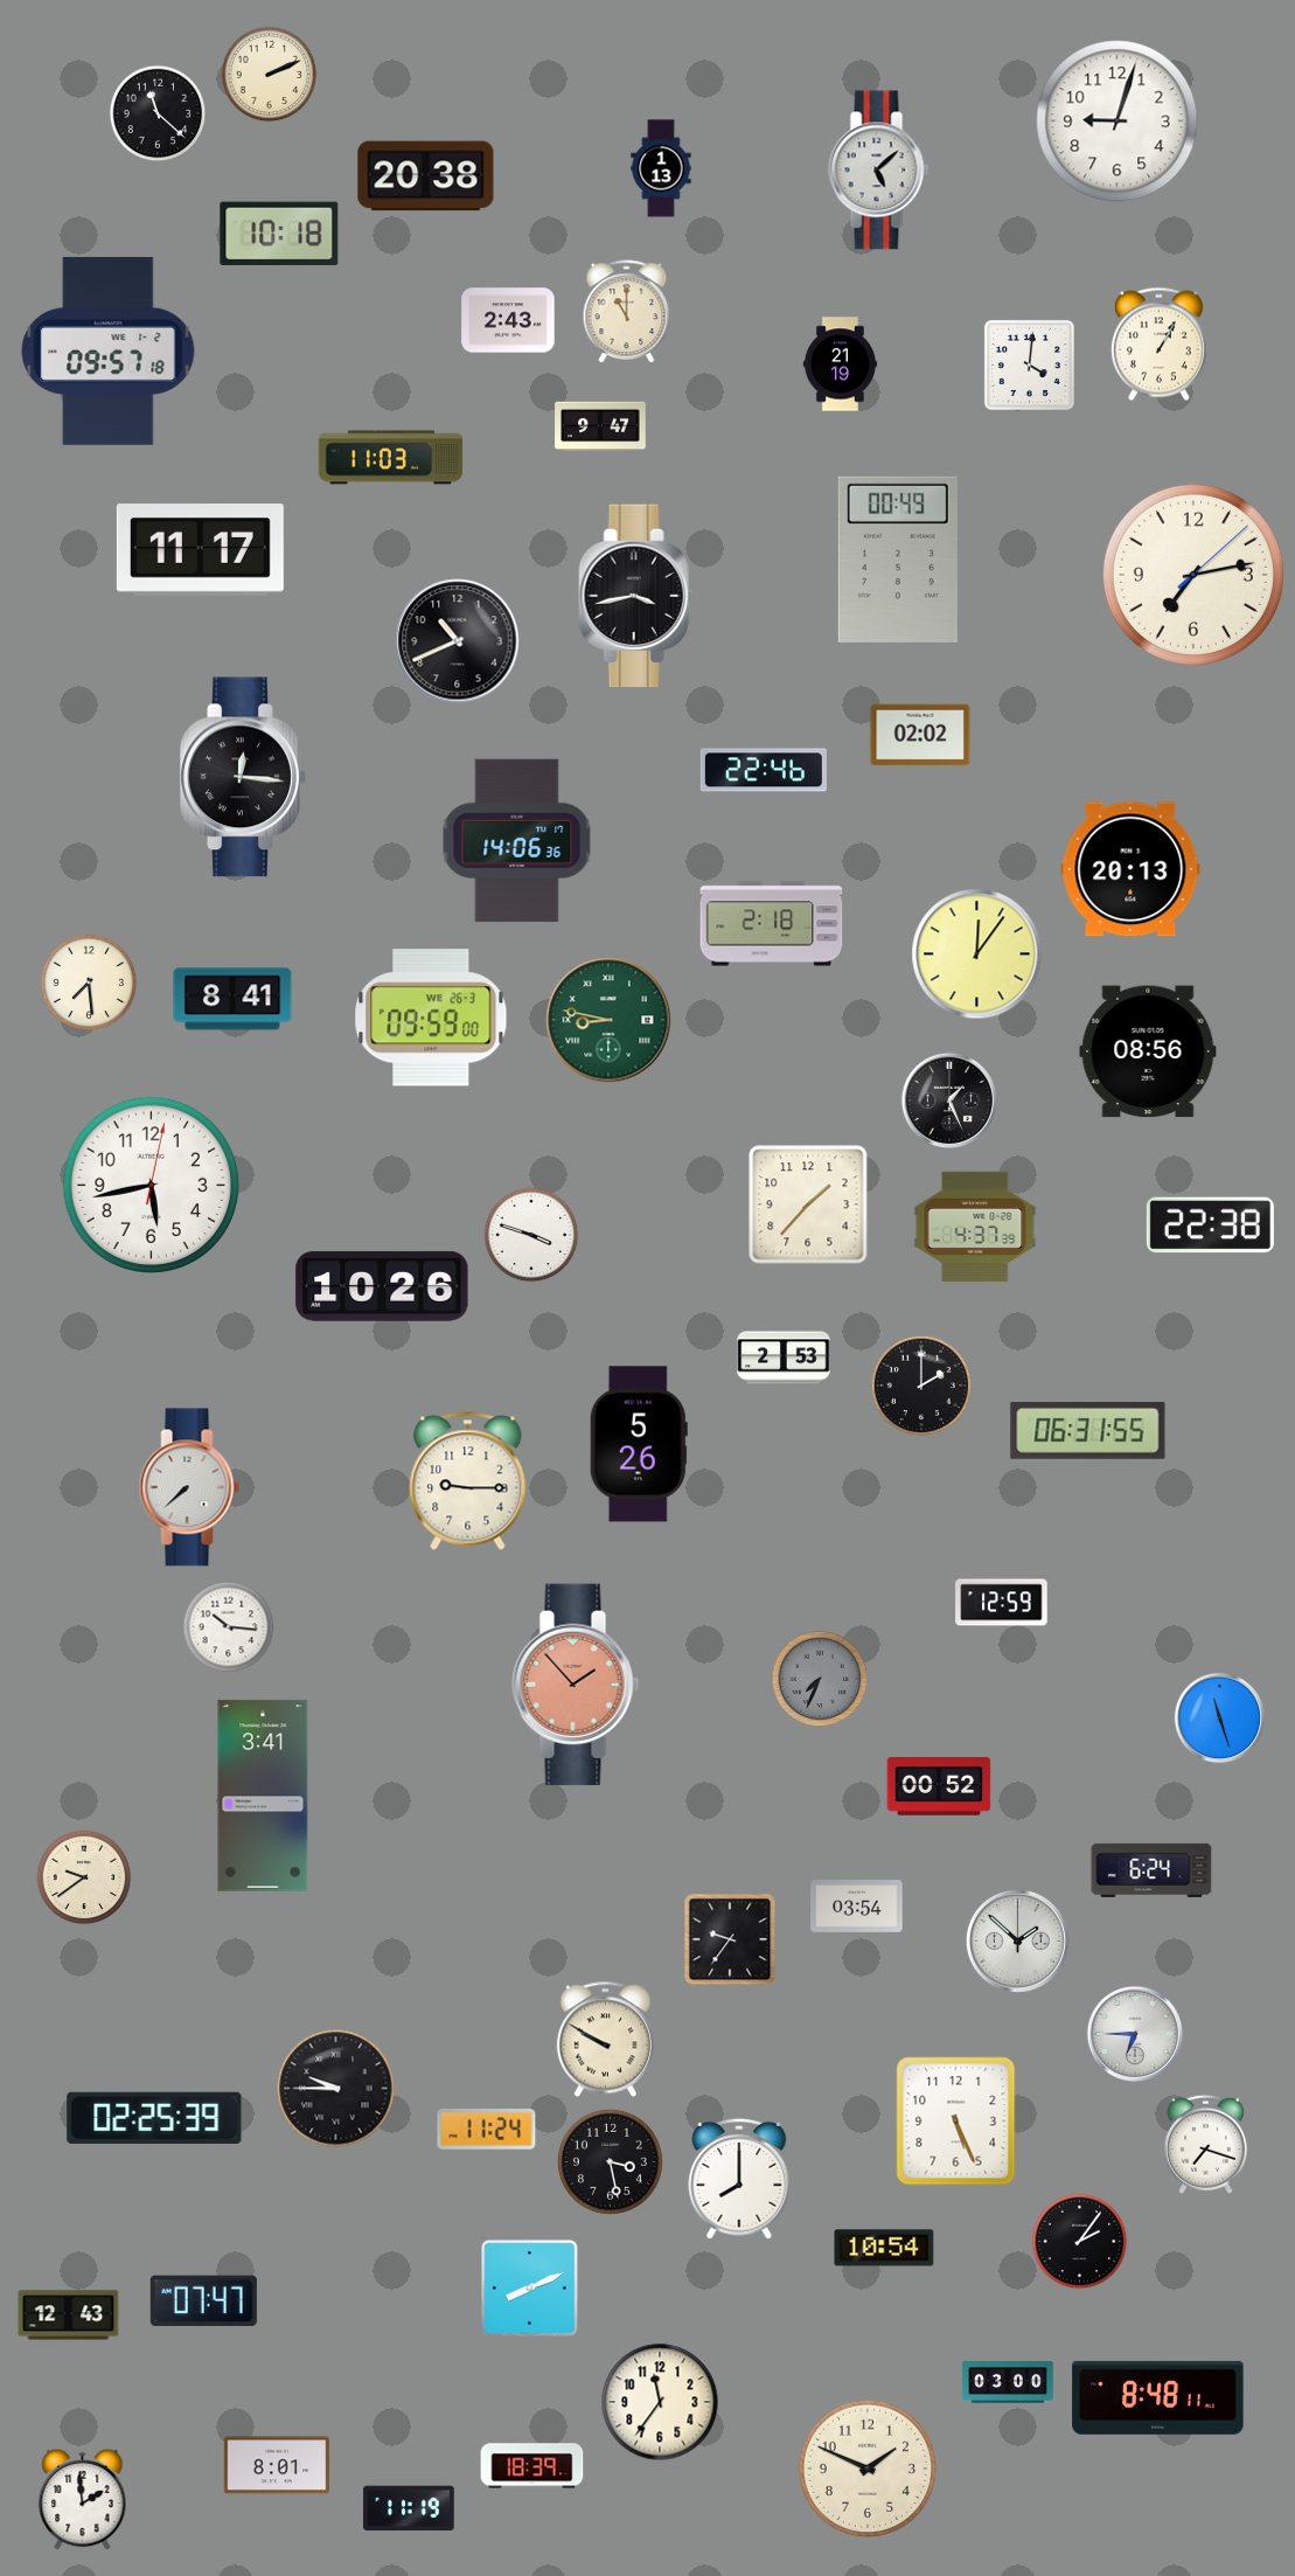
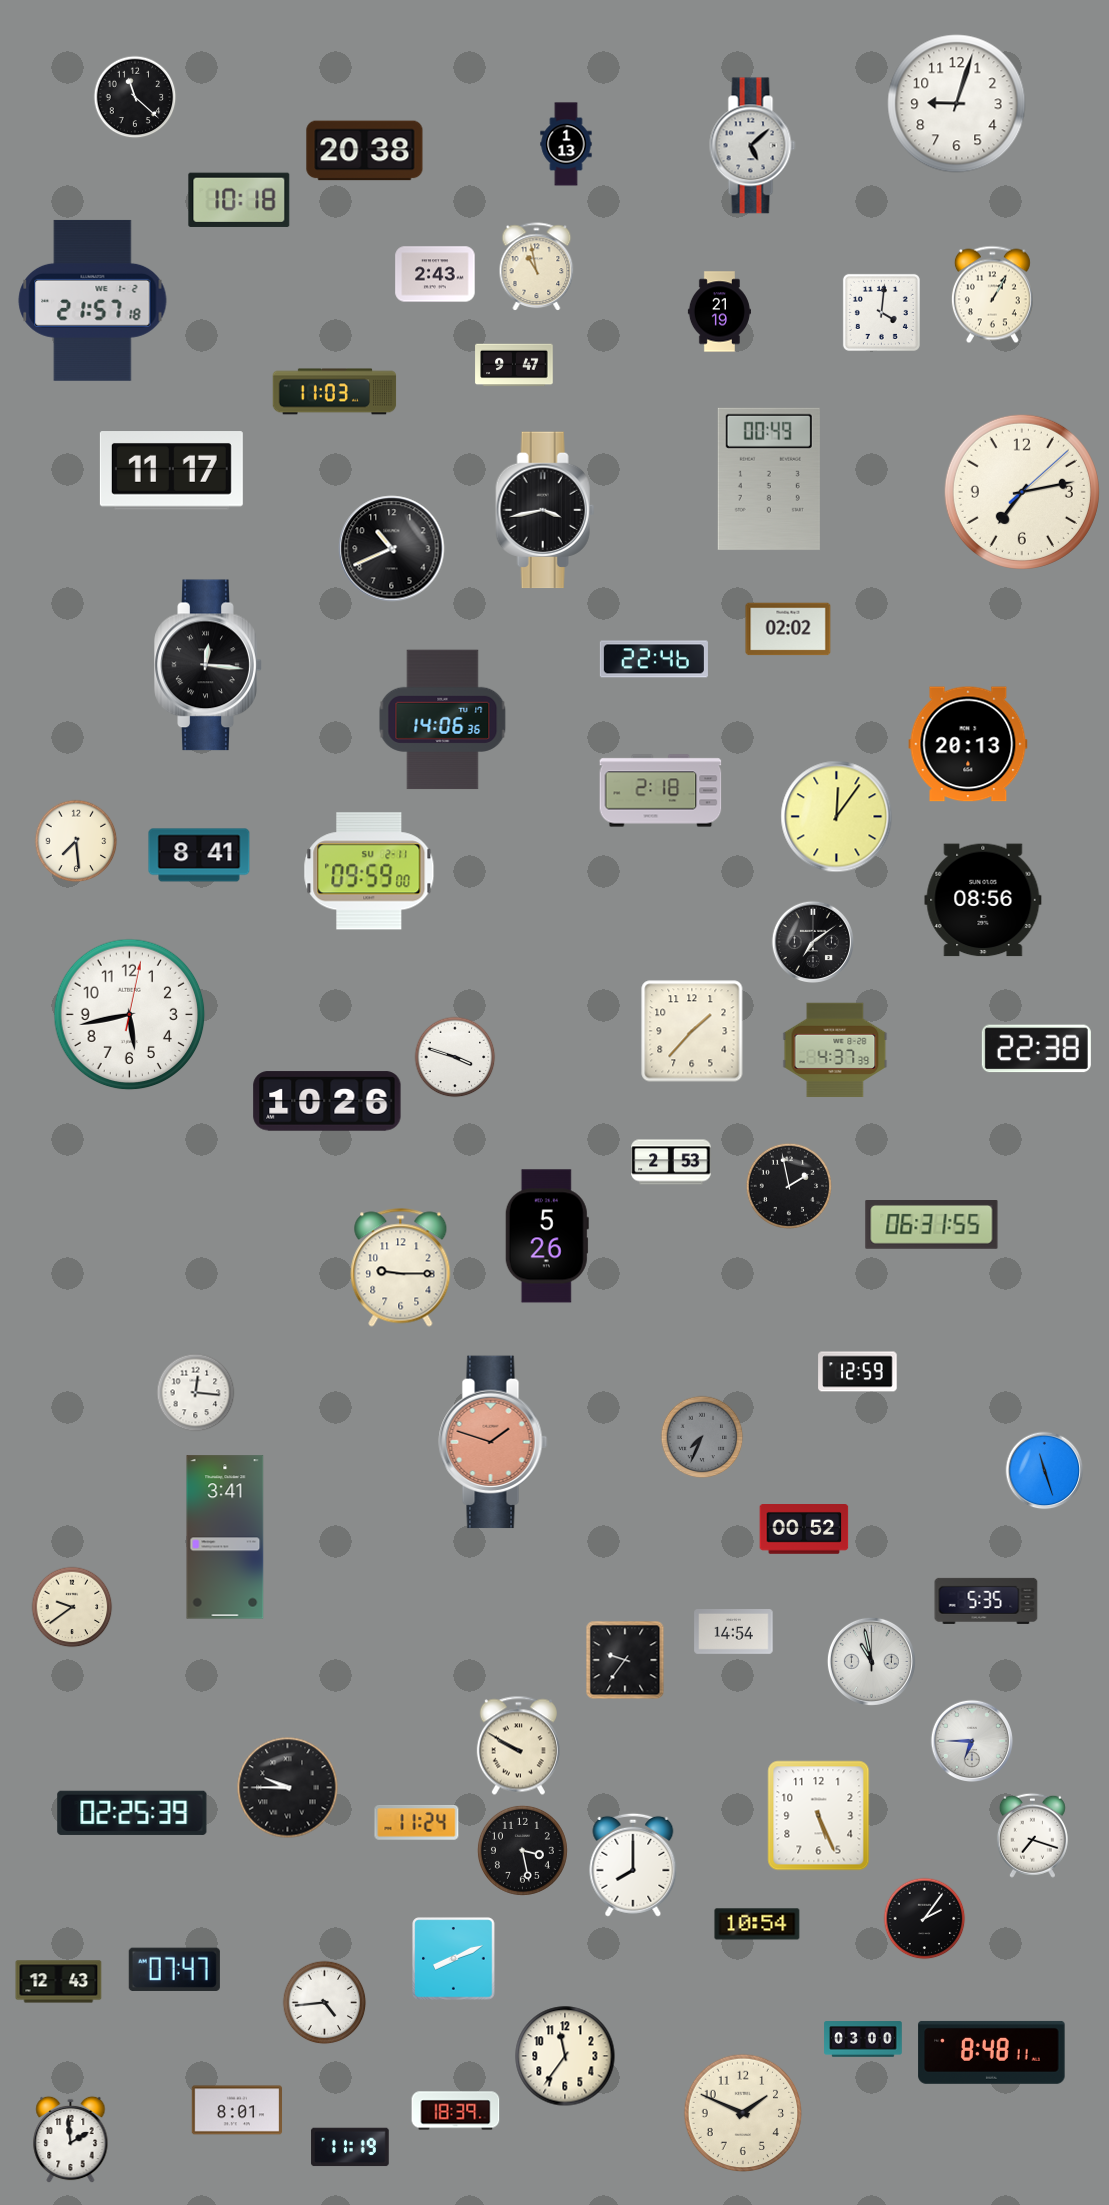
clock at (270, 75): 2:11 -> none
clock at (627, 311): 11:00 -> 10:58
clock at (109, 350): 09:57 -> 21:57
clock at (431, 1018) date: WE 26-3 -> SU 2-11
clock at (608, 1020): 8:47 -> none
clock at (948, 1099): 1:26 -> 7:09
clock at (920, 1384): 2:00 -> 1:58
clock at (189, 1487): 7:38 -> none
clock at (229, 1627): 10:16 -> 12:16
clock at (576, 1685): 1:53 -> 1:48
clock at (1151, 1870): 6:24 -> 5:35
clock at (857, 1907): 03:54 -> 14:54
clock at (1017, 1940): 1:52 -> 10:58
clock at (325, 2003): none -> 4:44
